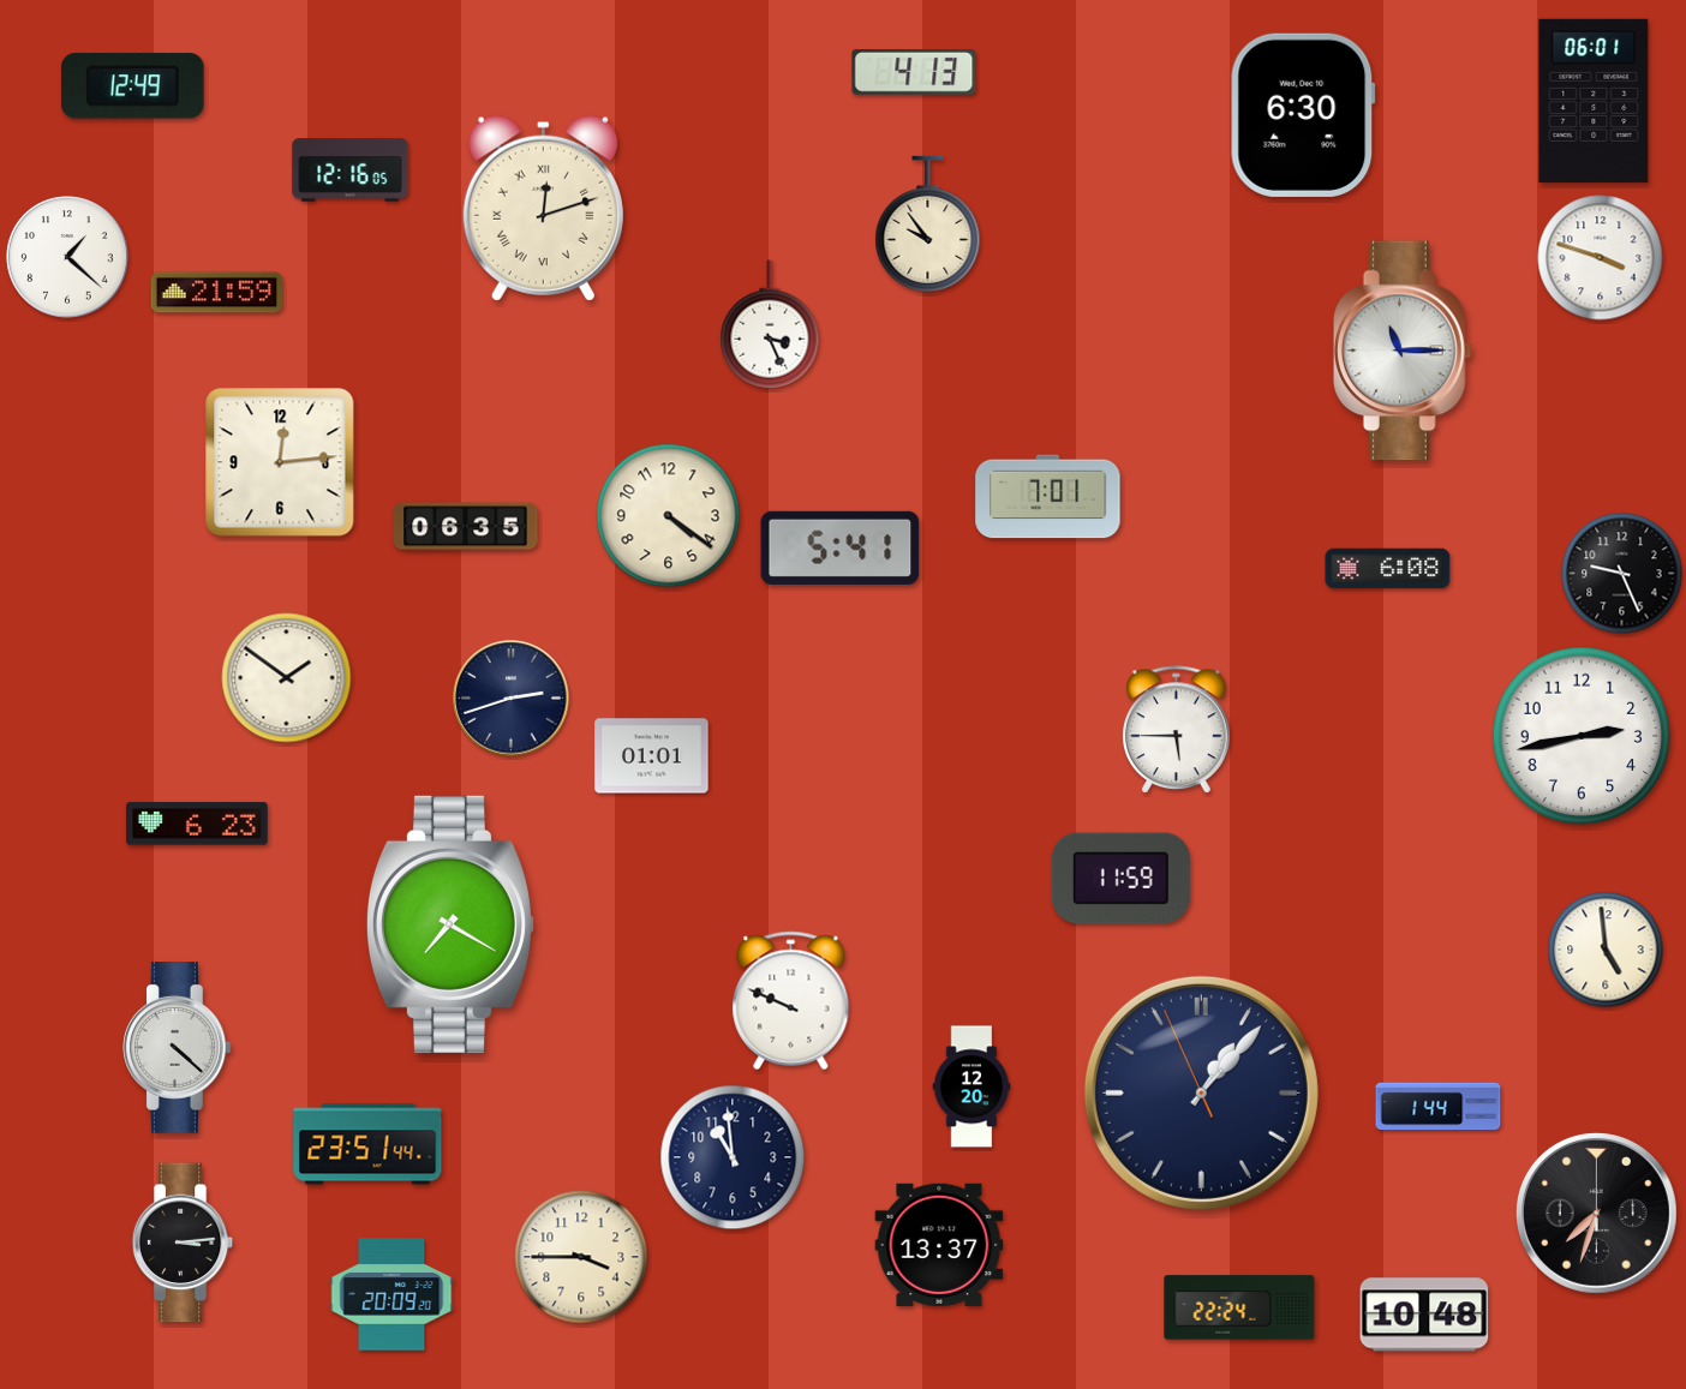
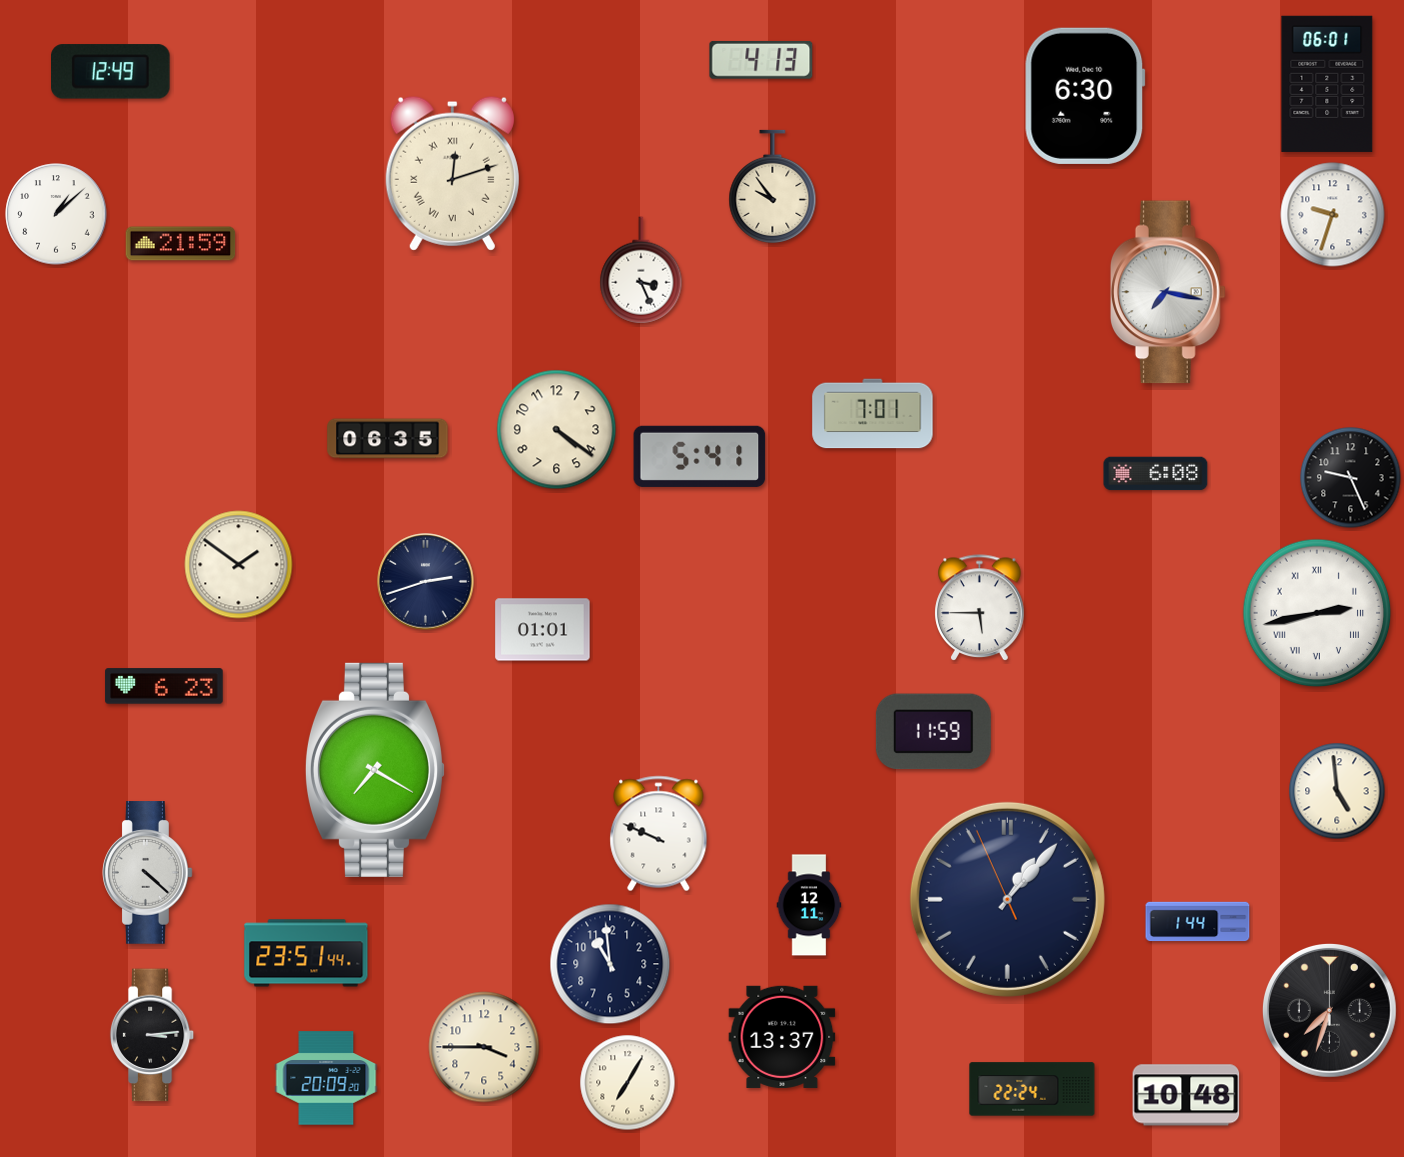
clock at (351, 170): 12:16 -> none
clock at (67, 257): 1:22 -> 1:08
clock at (1601, 258): 3:48 -> 9:33
clock at (1403, 351): 11:15 -> 7:17
clock at (280, 462): 12:14 -> none
clock at (1582, 736) numerals: Arabic -> Roman
clock at (971, 1086): 12:20 -> 12:11
clock at (1201, 1092) position: (1201, 1092) -> (1007, 899)
clock at (628, 1083): none -> 7:05
